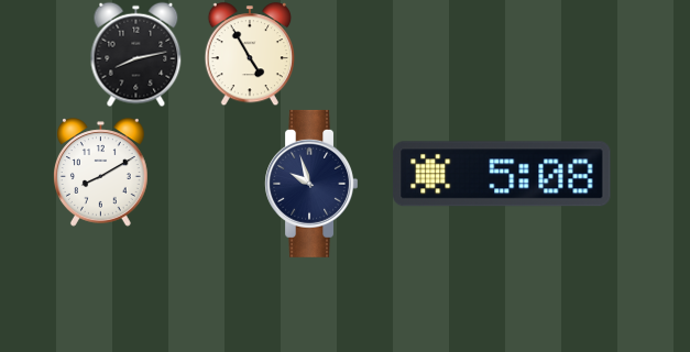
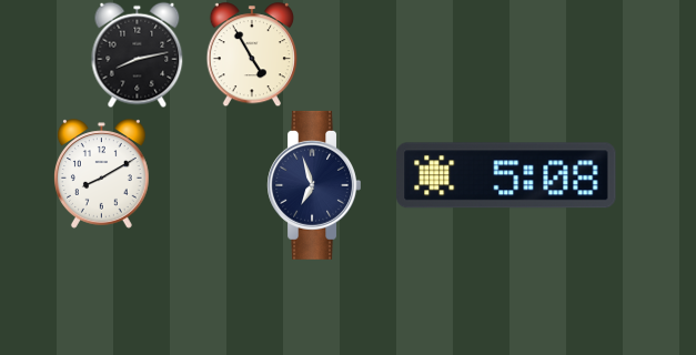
clock at (310, 184): 9:57 -> 6:57
